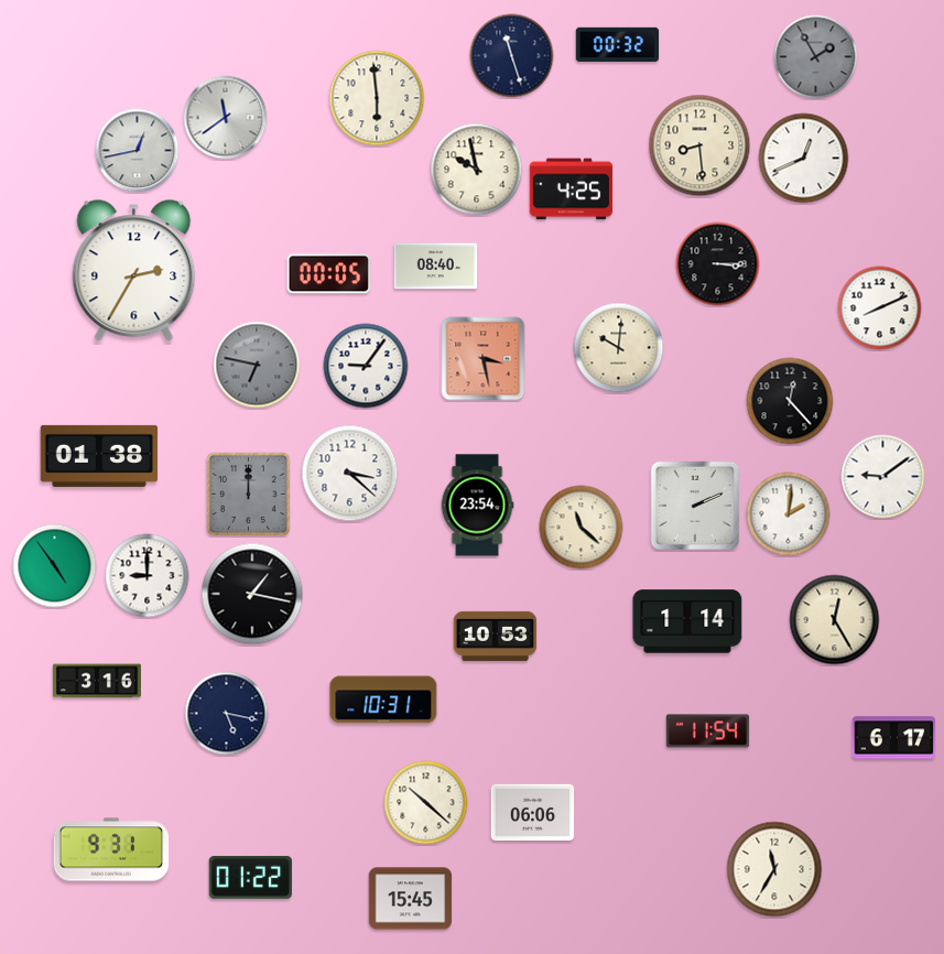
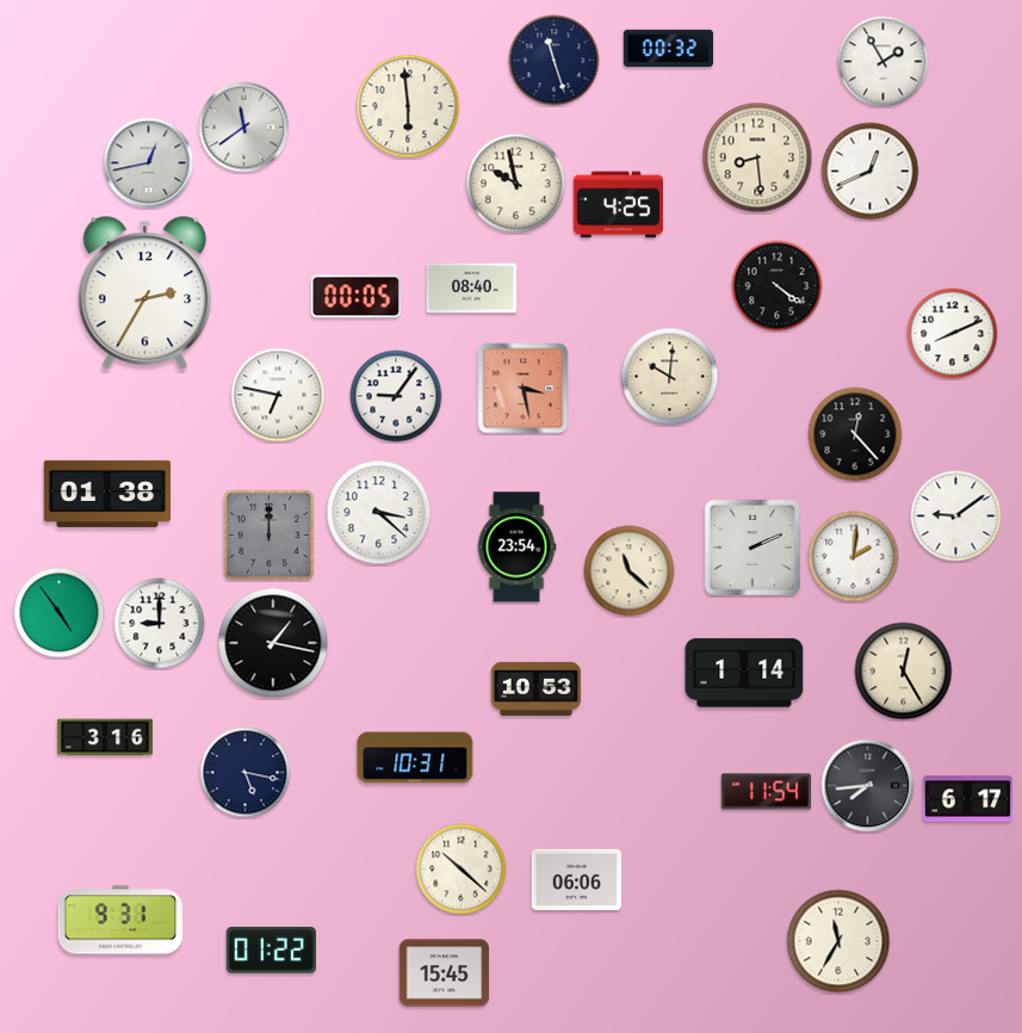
clock at (816, 57) dial: grey -> white
clock at (718, 264): 3:15 -> 4:21
clock at (257, 365) dial: grey -> white
clock at (868, 786): none -> 7:44
